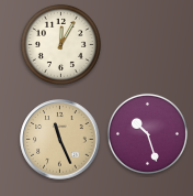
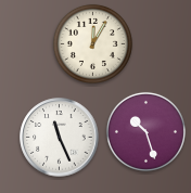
clock at (60, 44) position: (60, 44) -> (92, 43)
clock at (60, 140) dial: champagne -> white
